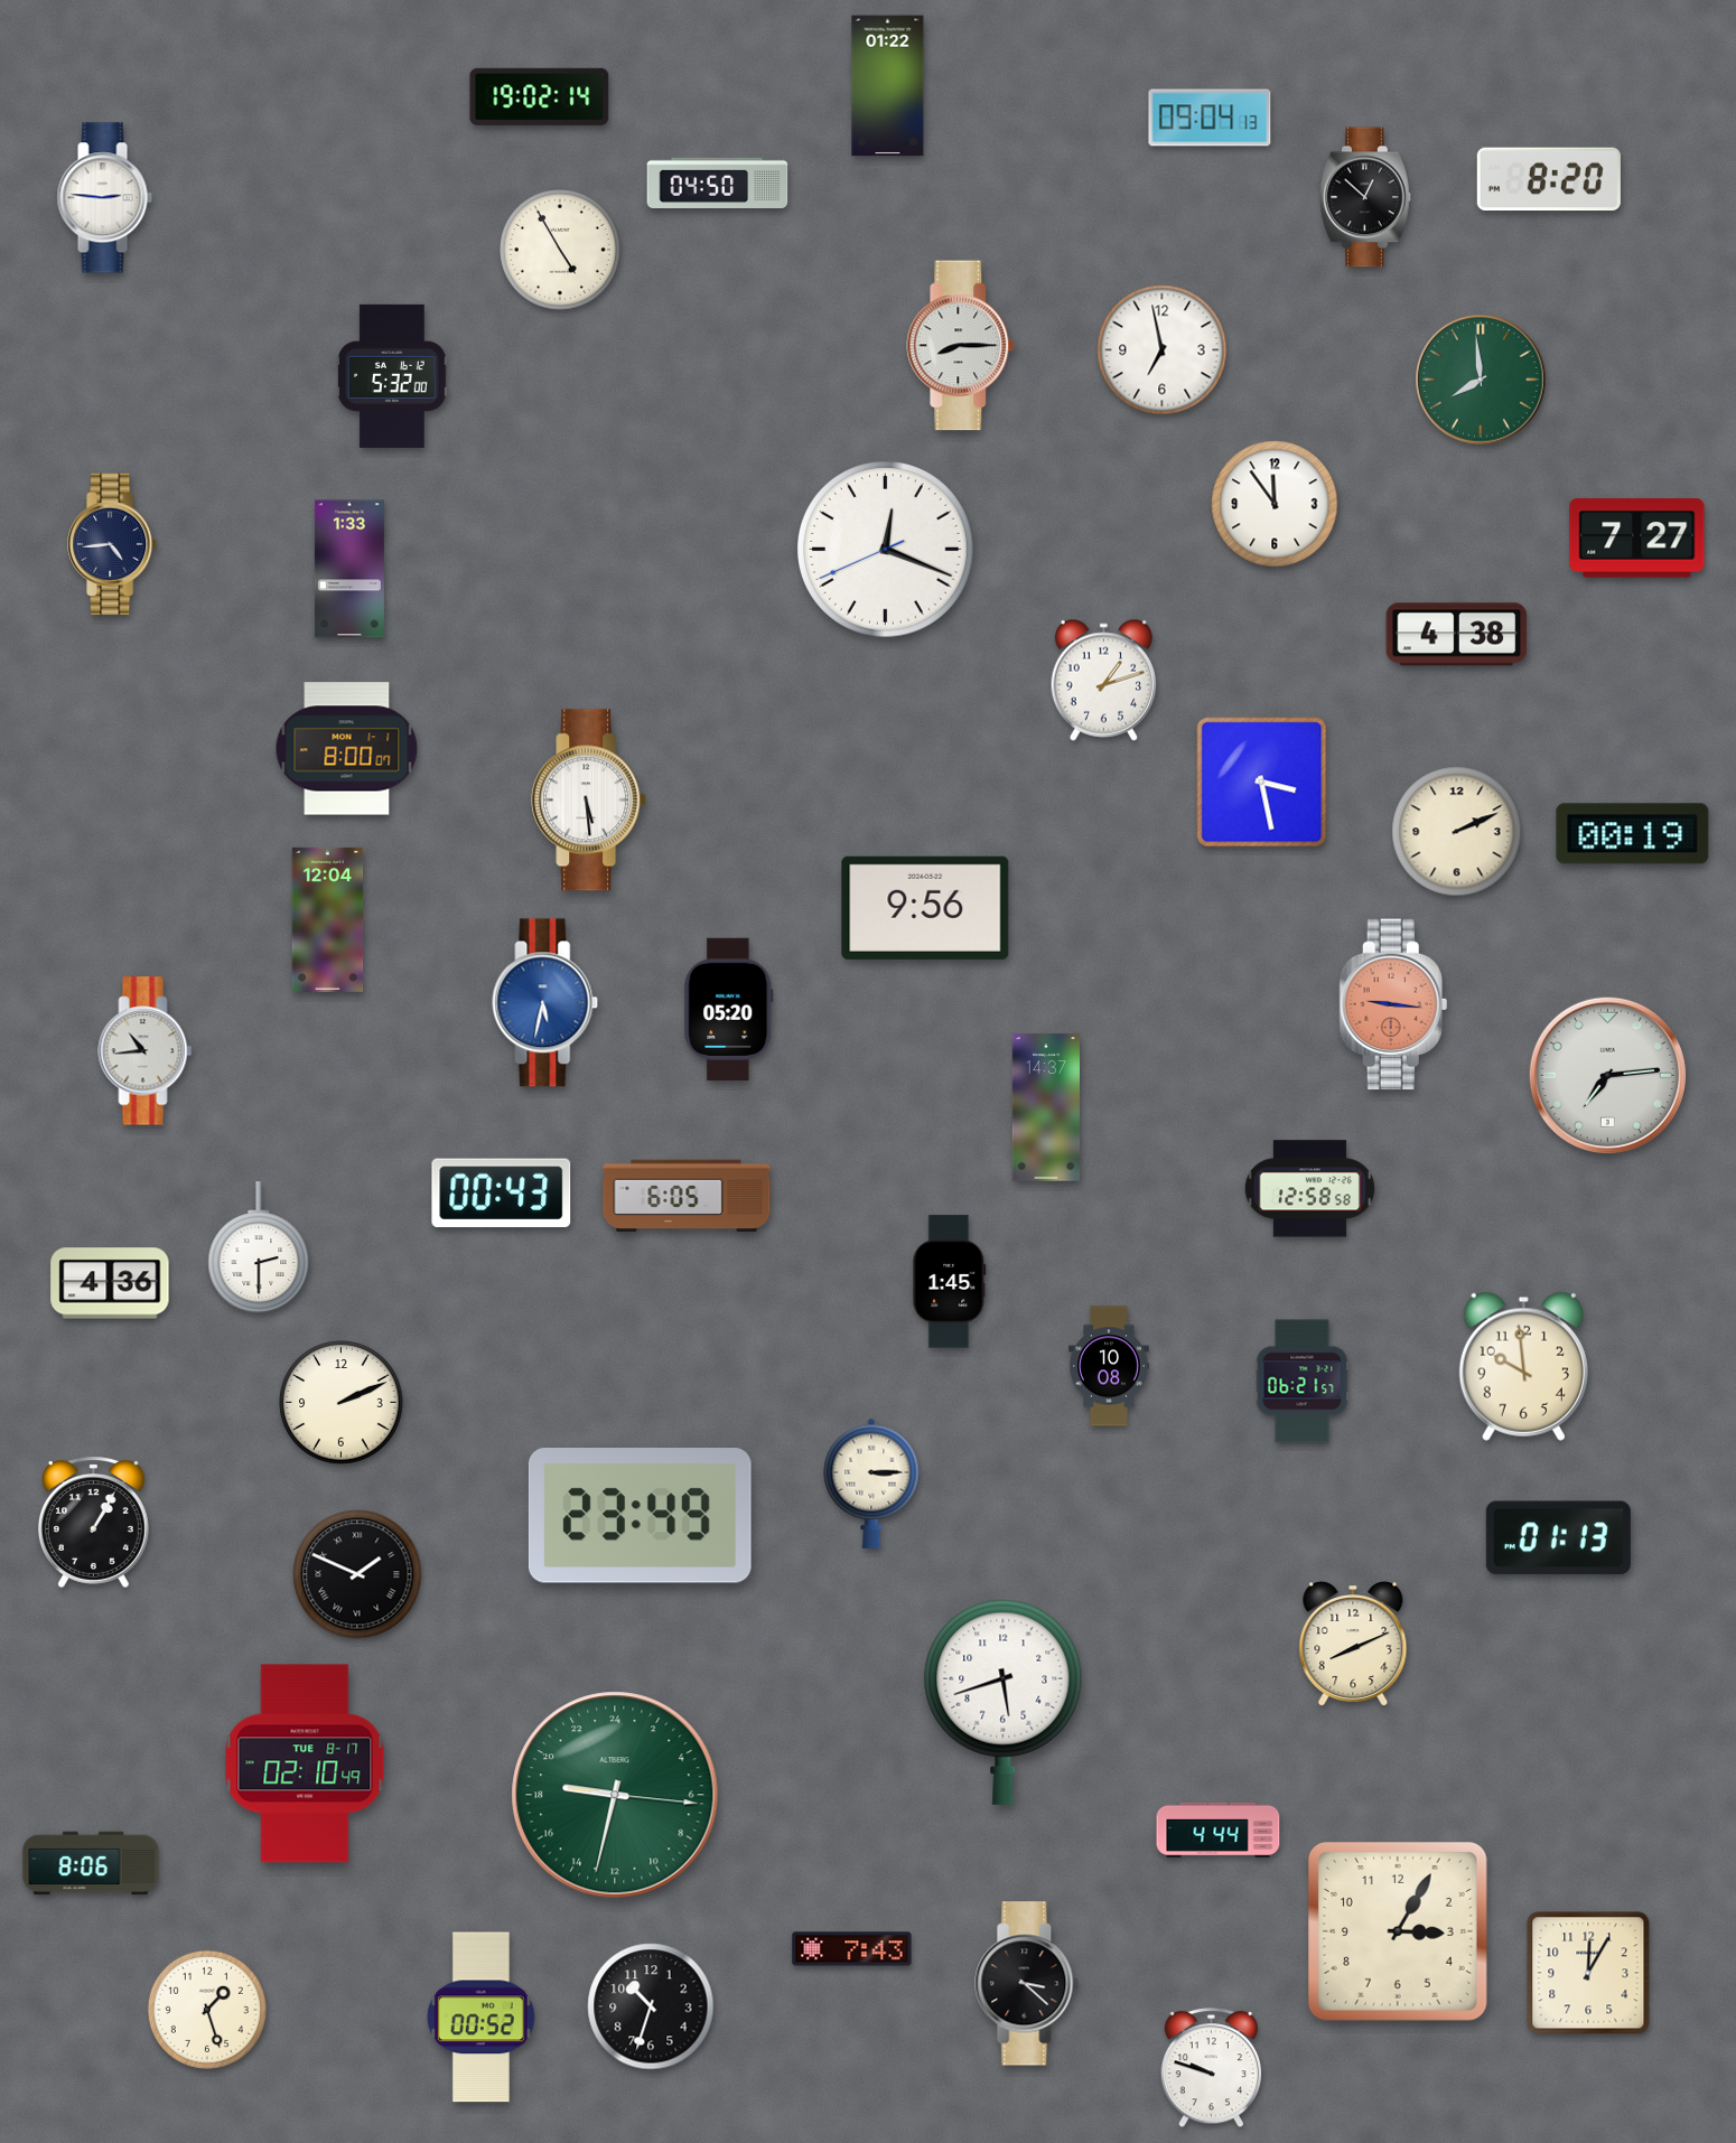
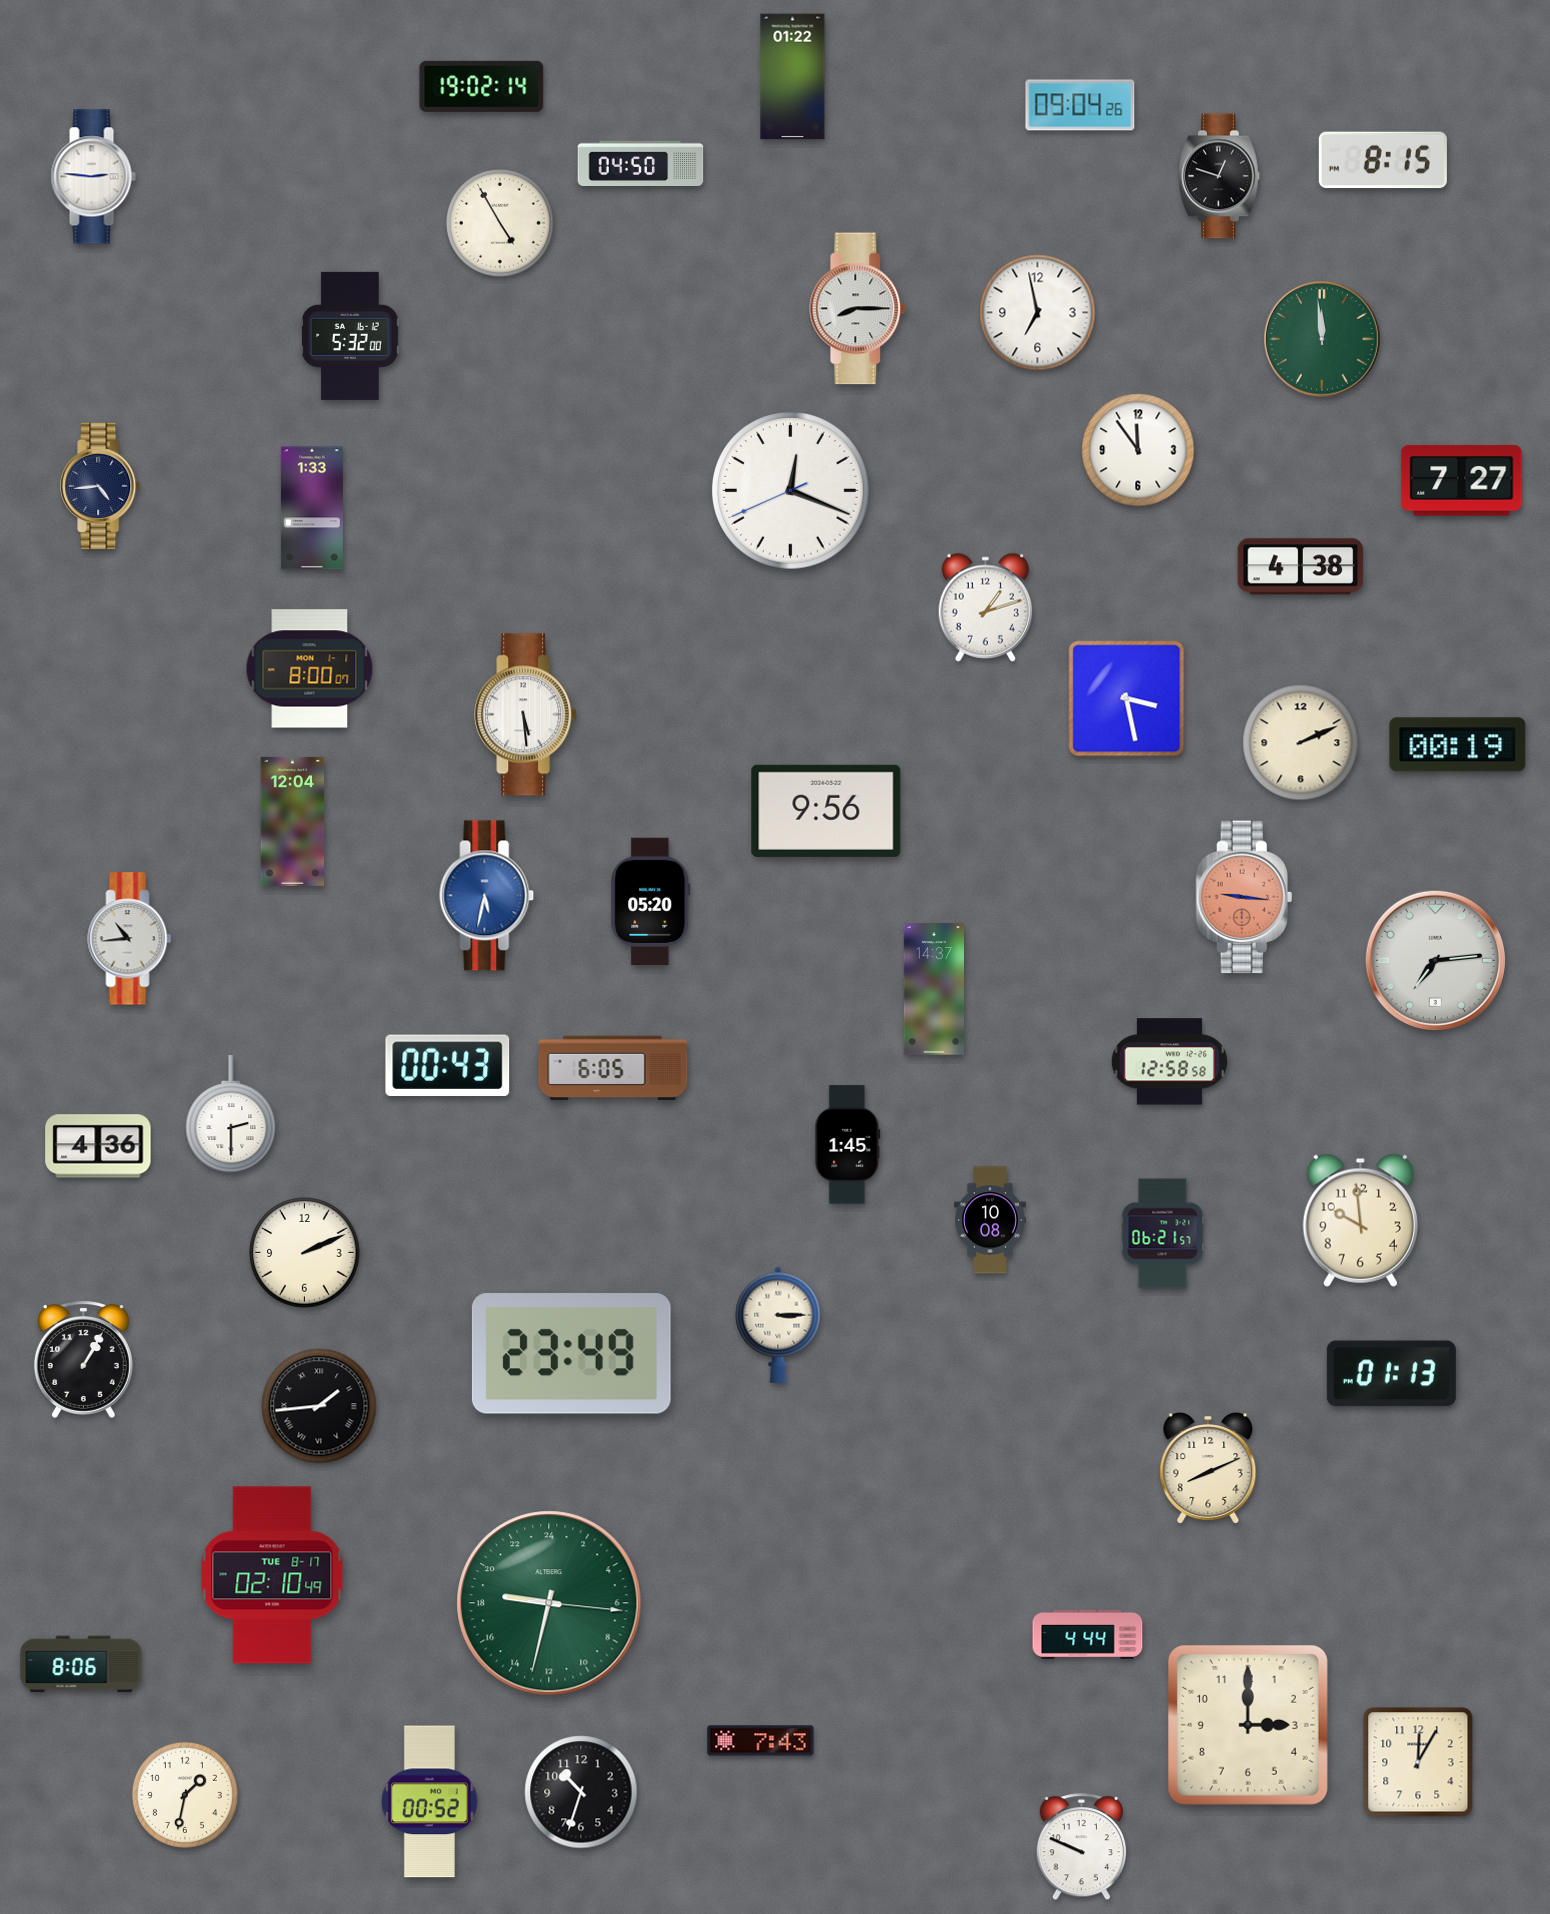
clock at (1210, 118): 09:04:13 -> 09:04:26
clock at (1549, 179): 8:20 -> 8:15
clock at (1365, 197): 12:52 -> 12:48
clock at (1482, 381): 7:59 -> 11:59
clock at (357, 1574): 1:49 -> 1:44
clock at (1004, 1702): 5:42 -> none
clock at (1398, 1931): 3:05 -> 3:00
clock at (1027, 1984): 3:22 -> none
clock at (207, 2010): 1:27 -> 1:32
clock at (1211, 2068): 9:48 -> 9:49
